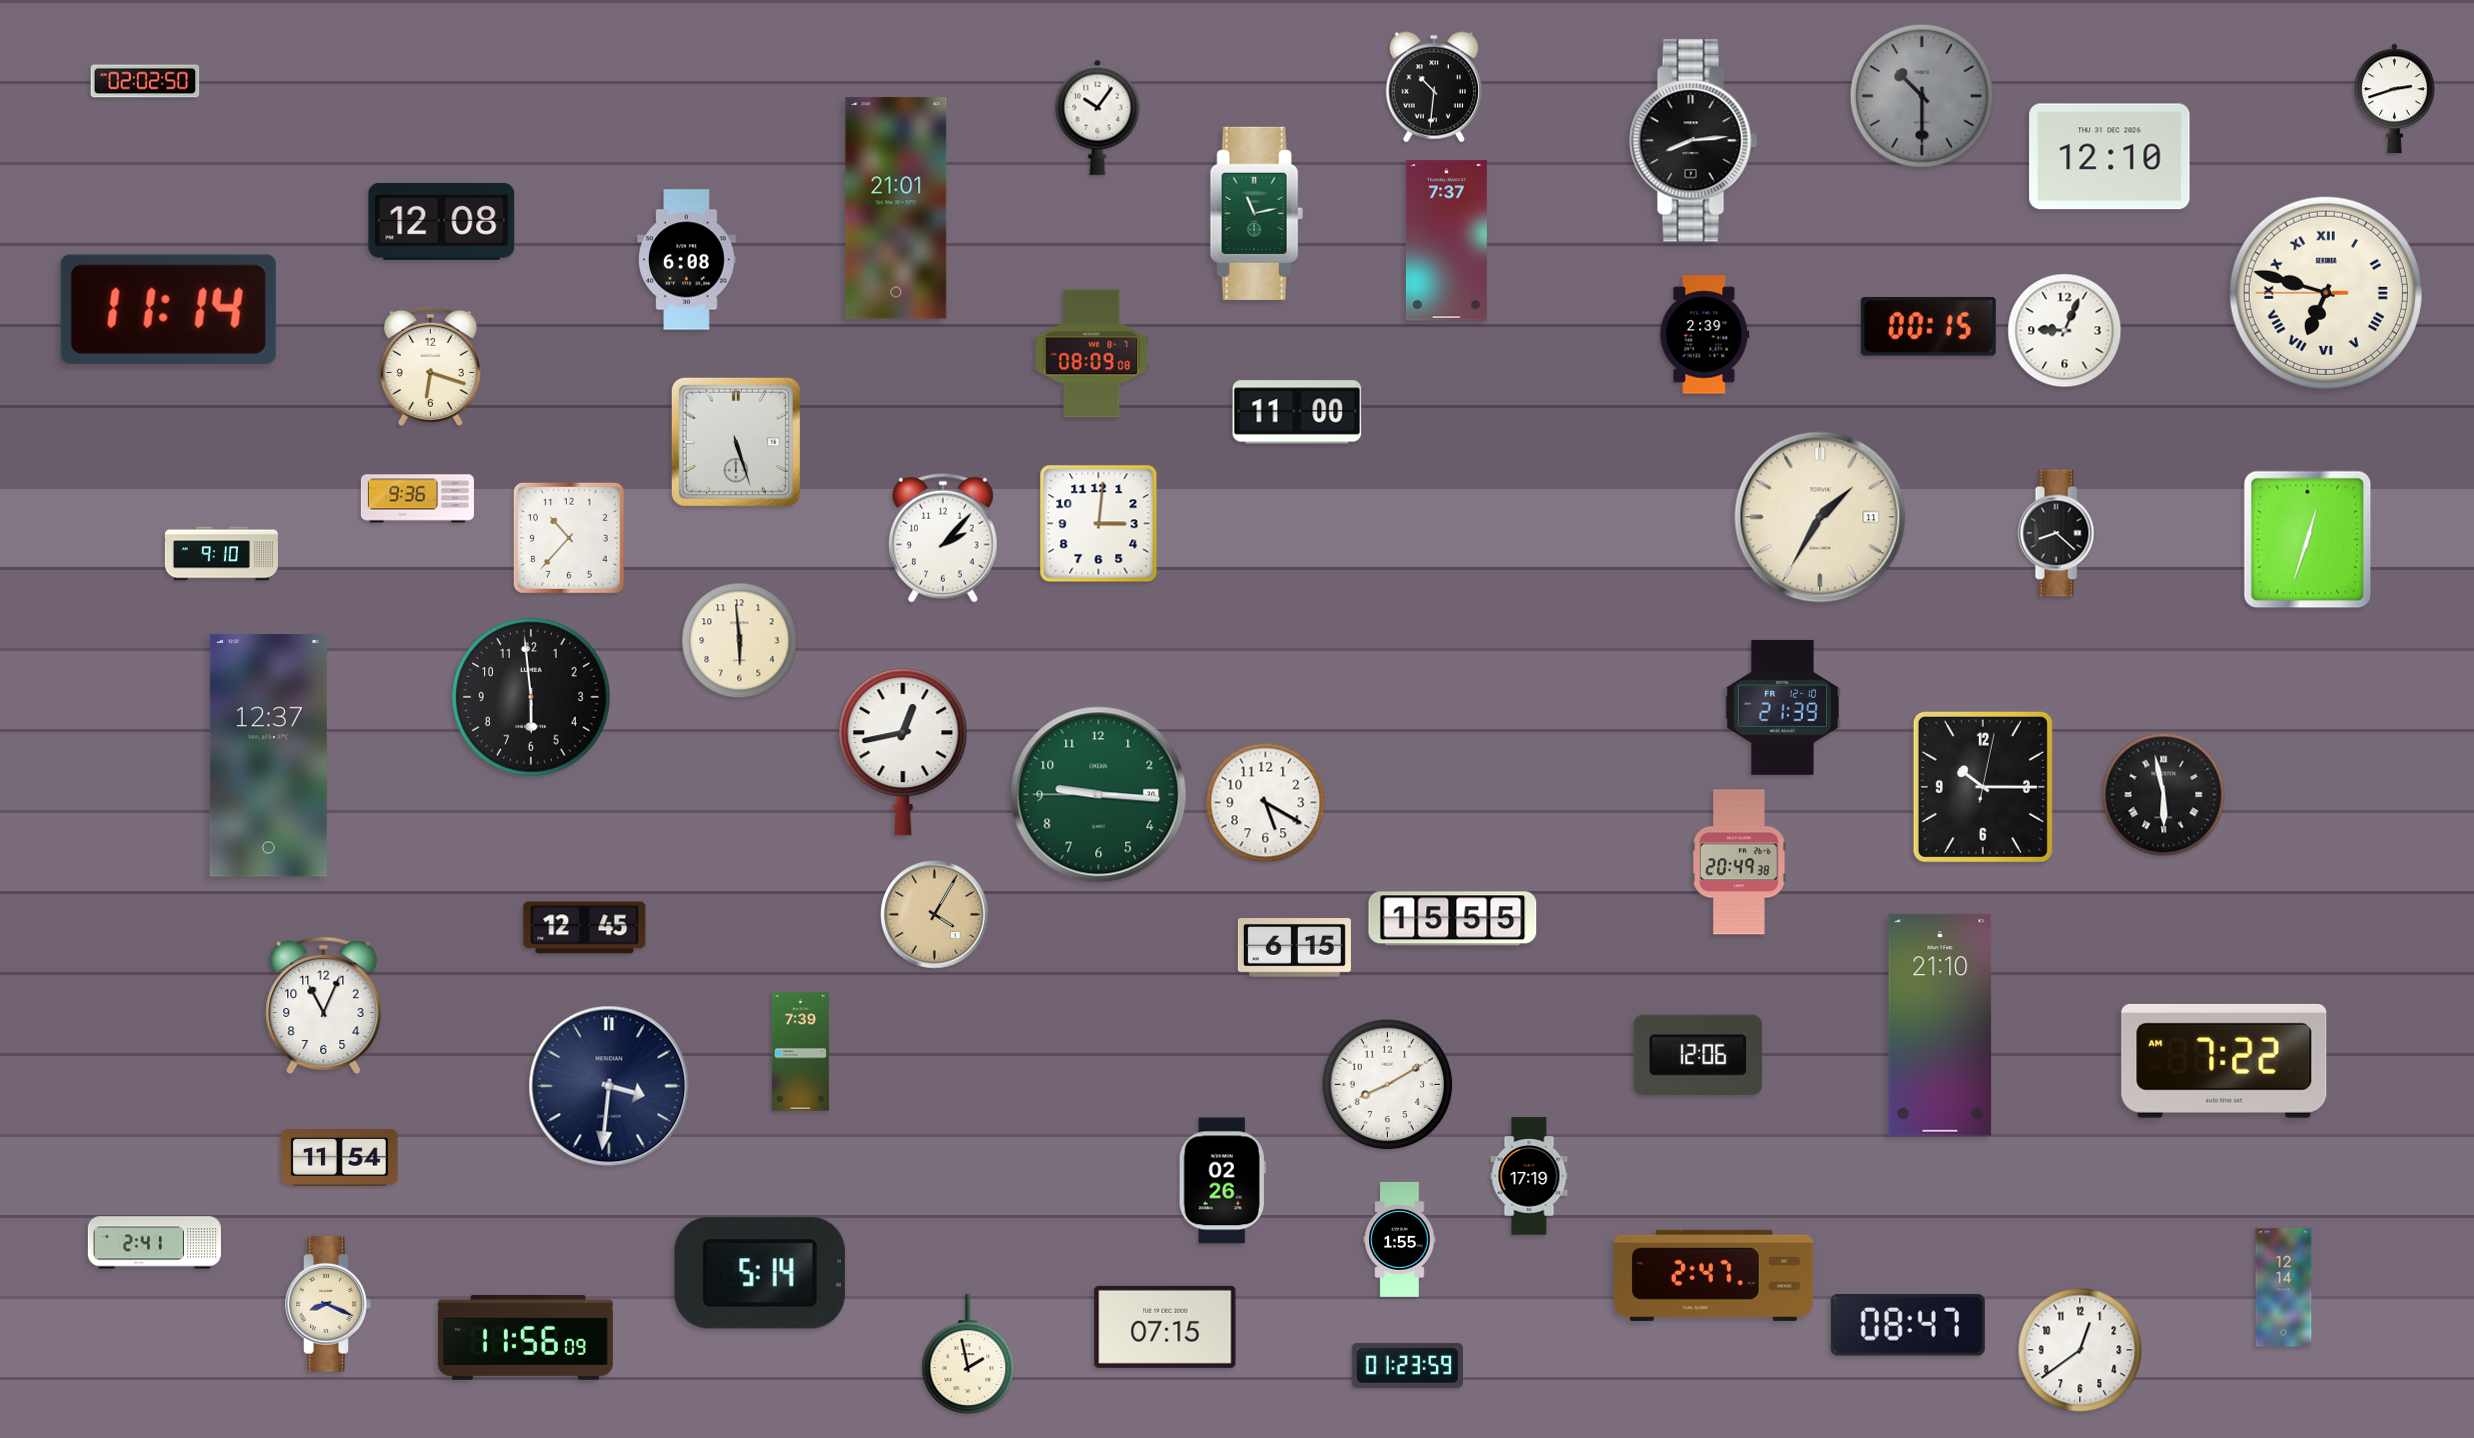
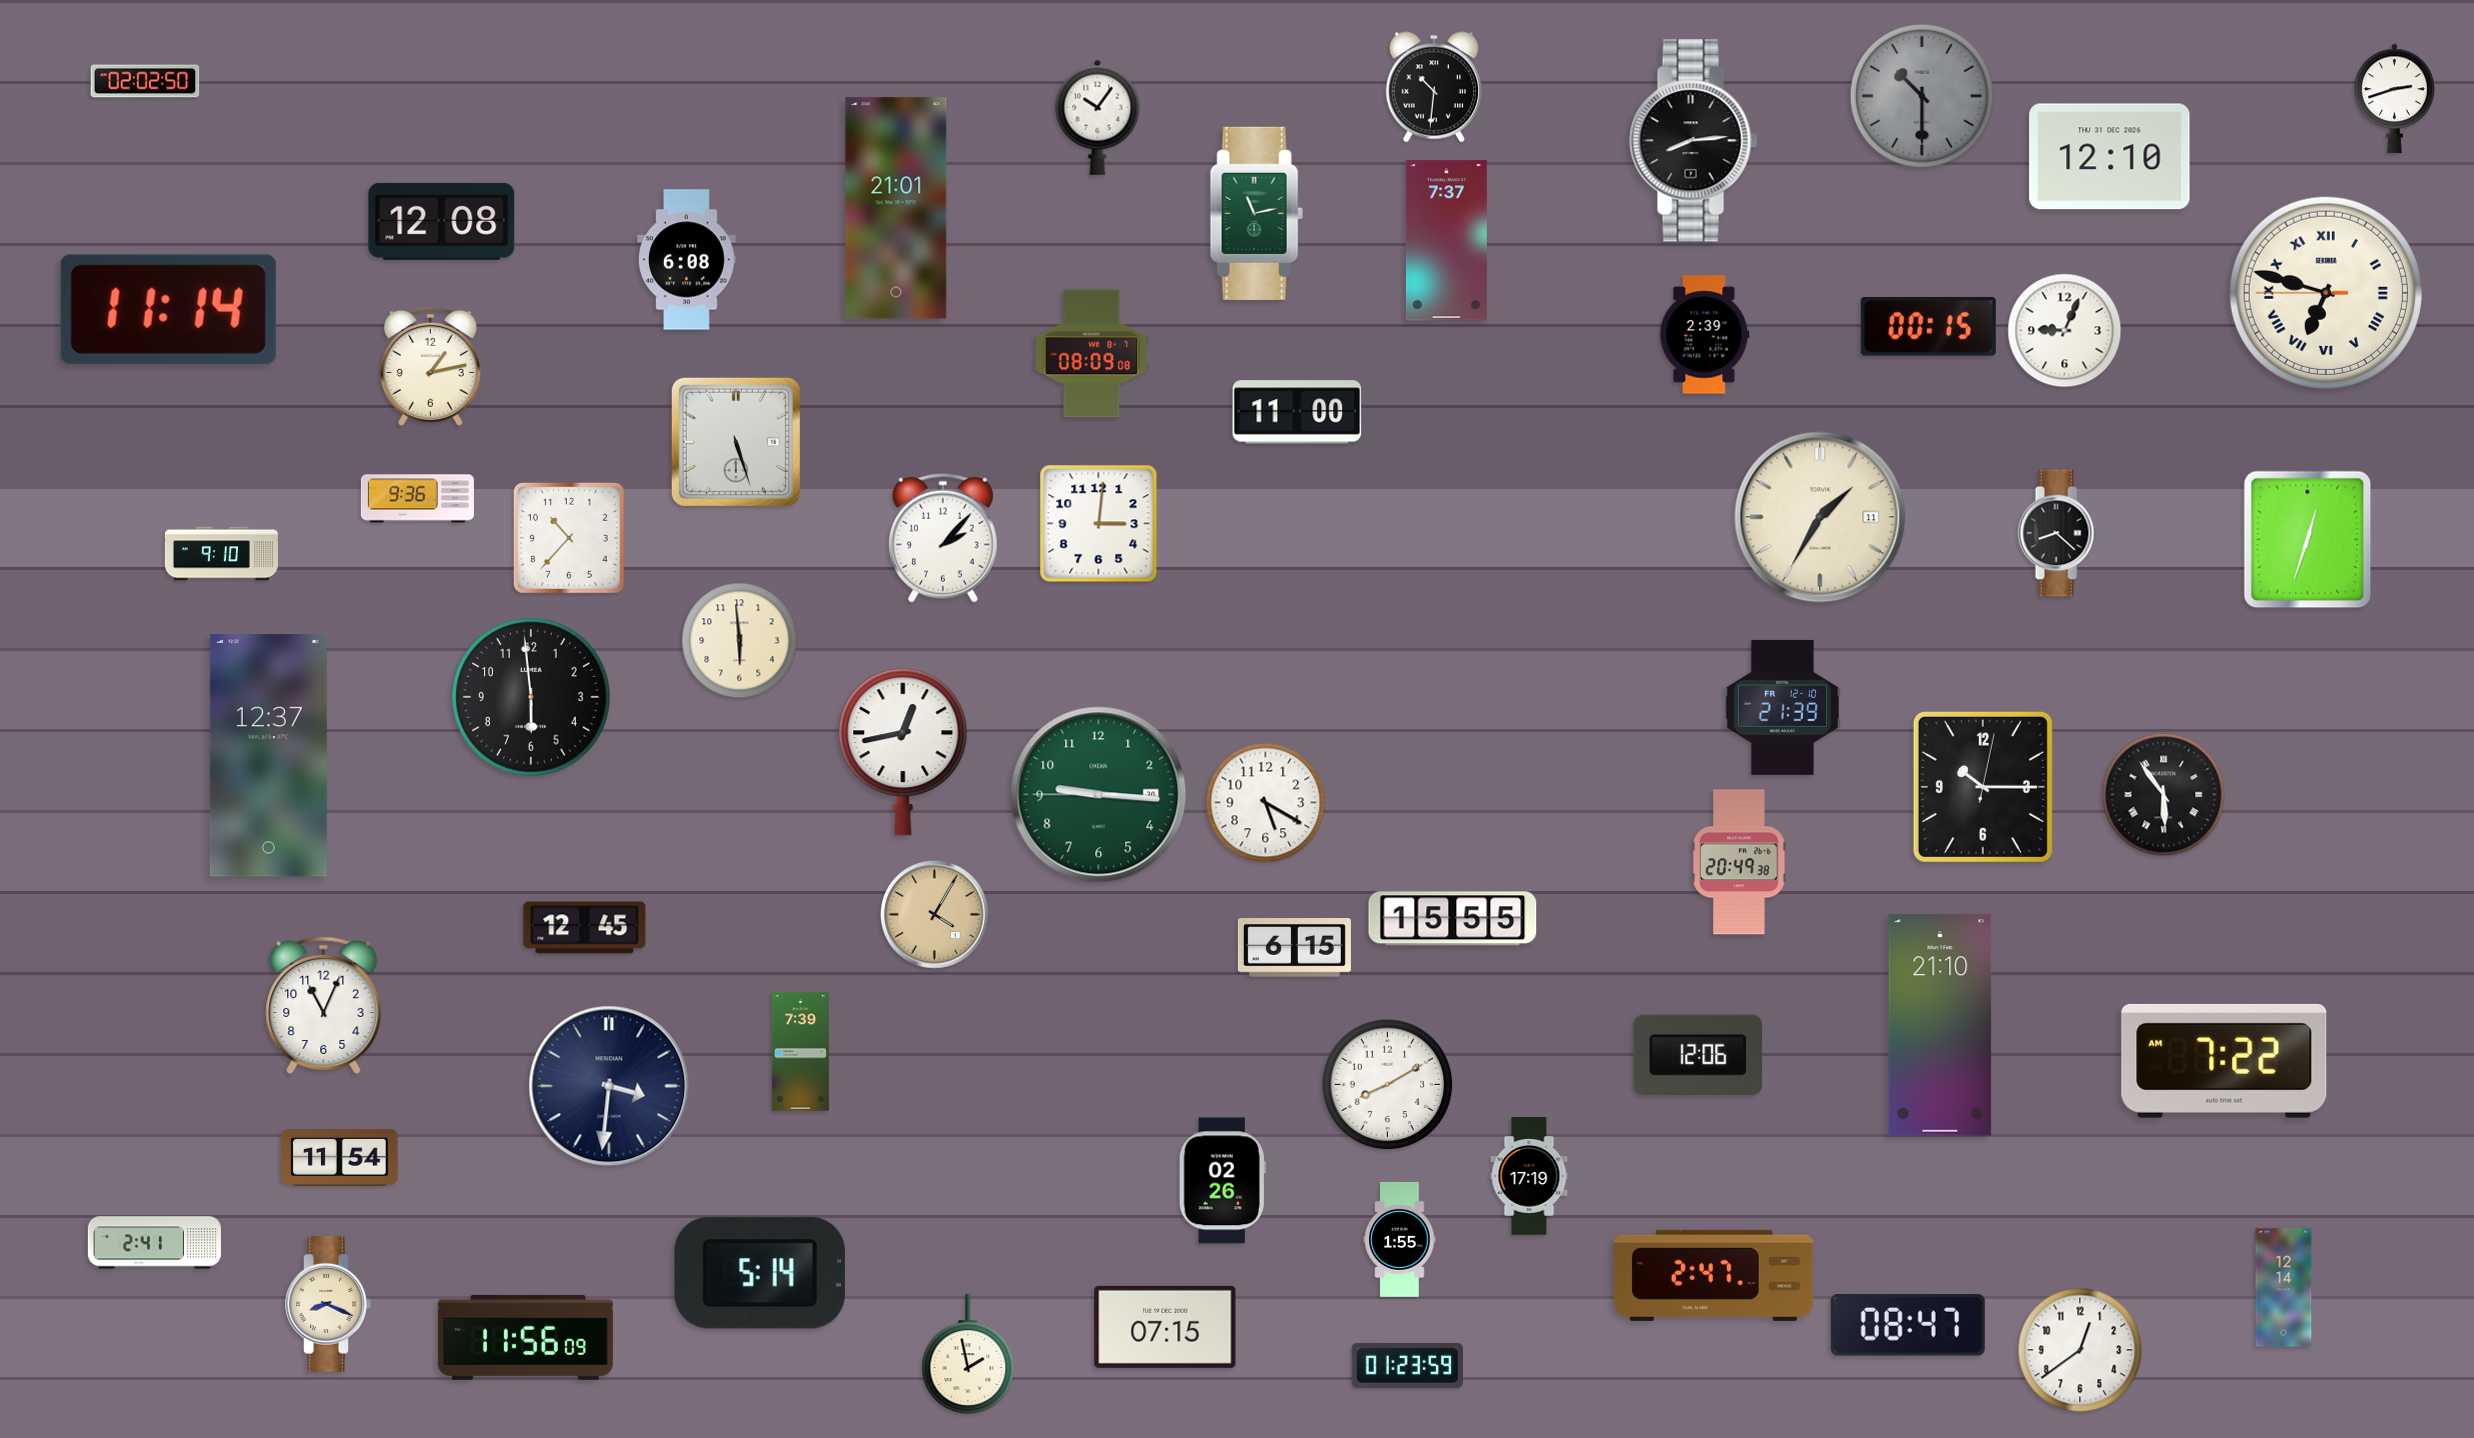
clock at (430, 366): 6:18 -> 1:13
clock at (2164, 795): 5:58 -> 5:54
